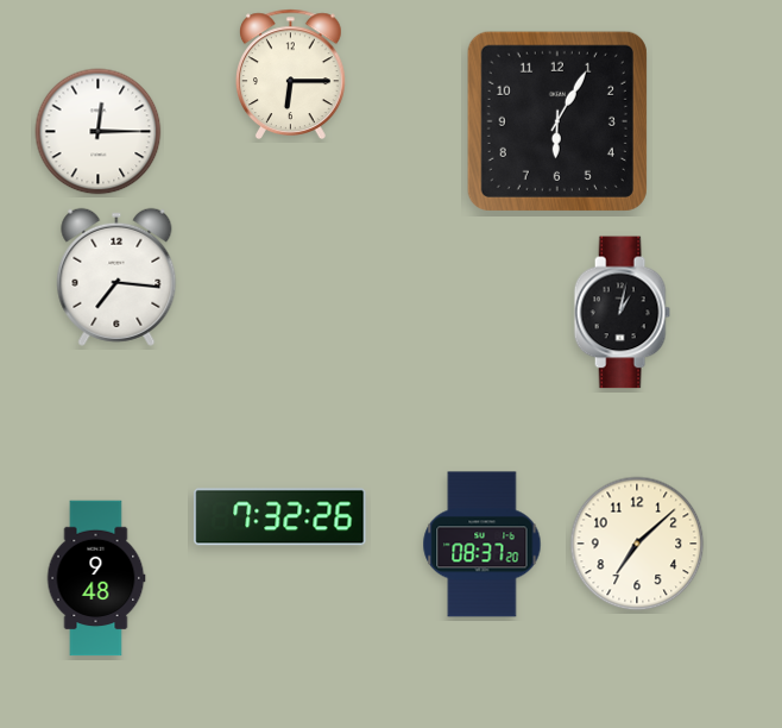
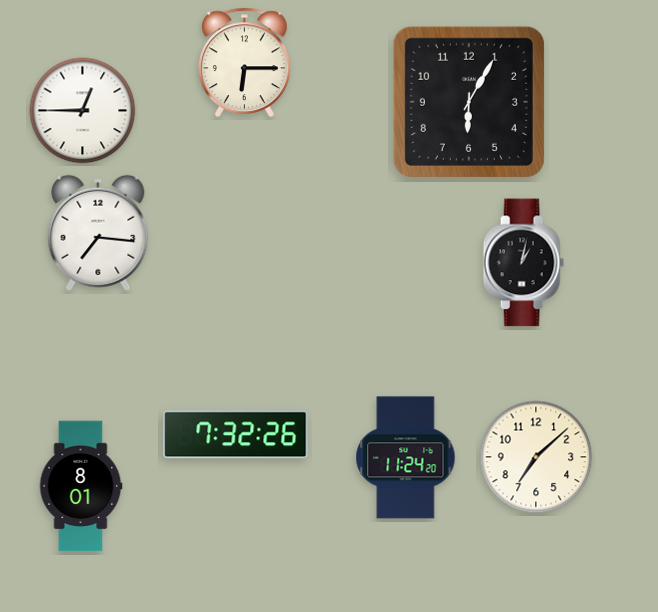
clock at (99, 132): 12:15 -> 12:45
clock at (483, 545): 08:37 -> 11:24
clock at (96, 578): 9:48 -> 8:01
